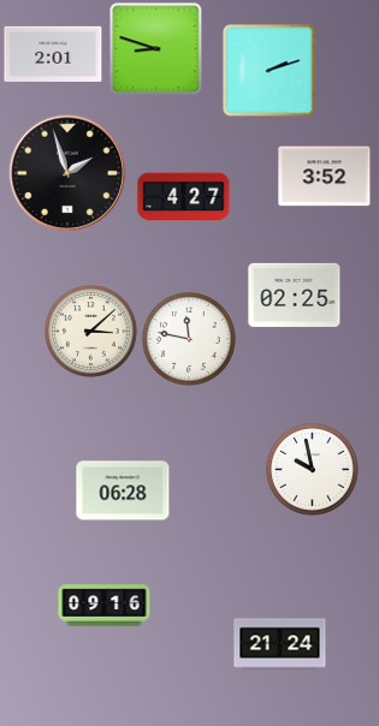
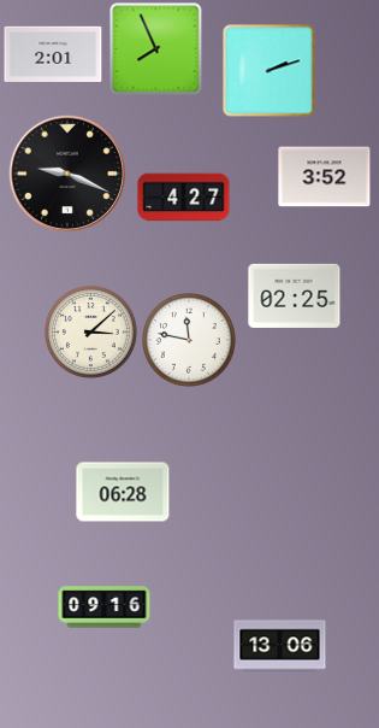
clock at (156, 49): 8:48 -> 7:56
clock at (67, 173): 1:57 -> 9:19
clock at (313, 470): 9:58 -> none
clock at (280, 644): 21:24 -> 13:06
